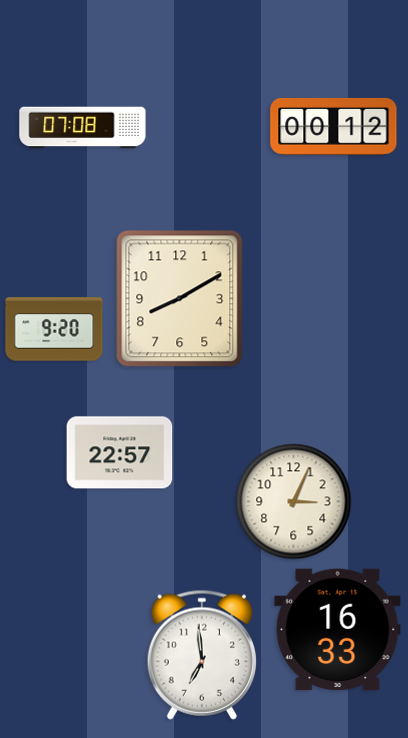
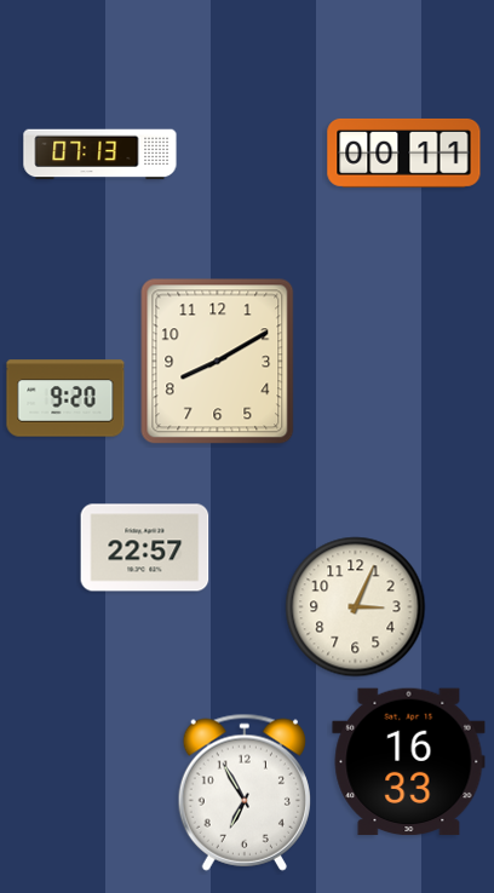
clock at (334, 126): 00:12 -> 00:11
clock at (83, 128): 07:08 -> 07:13
clock at (202, 655): 6:59 -> 6:55
